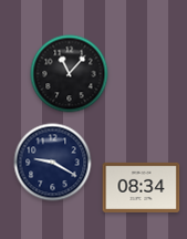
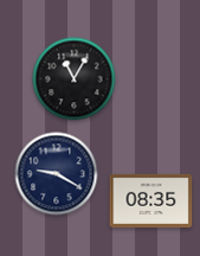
clock at (70, 74): 11:07 -> 11:05
clock at (142, 187): 08:34 -> 08:35
